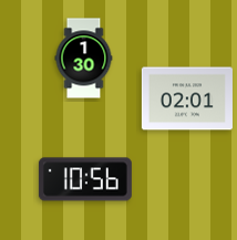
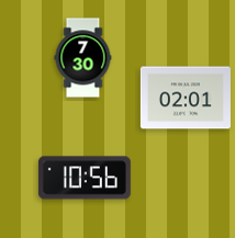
clock at (84, 59): 1:30 -> 7:30
